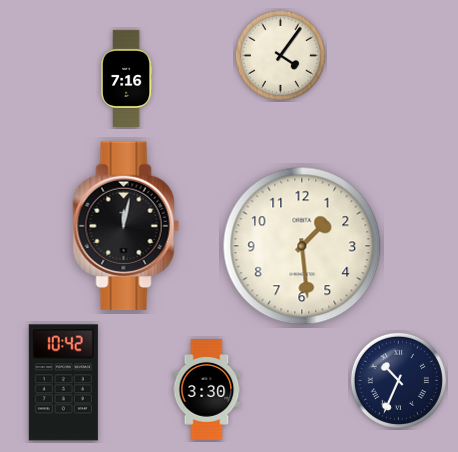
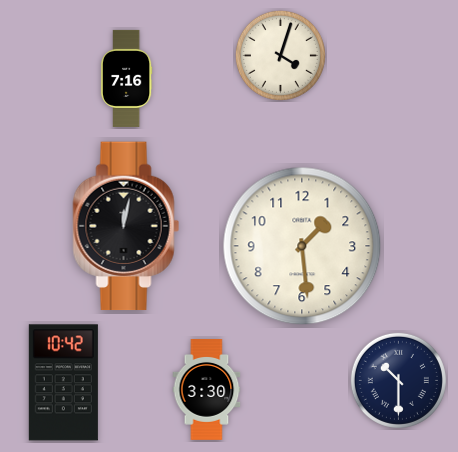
clock at (280, 55): 4:06 -> 4:03
clock at (398, 380): 10:34 -> 10:30
